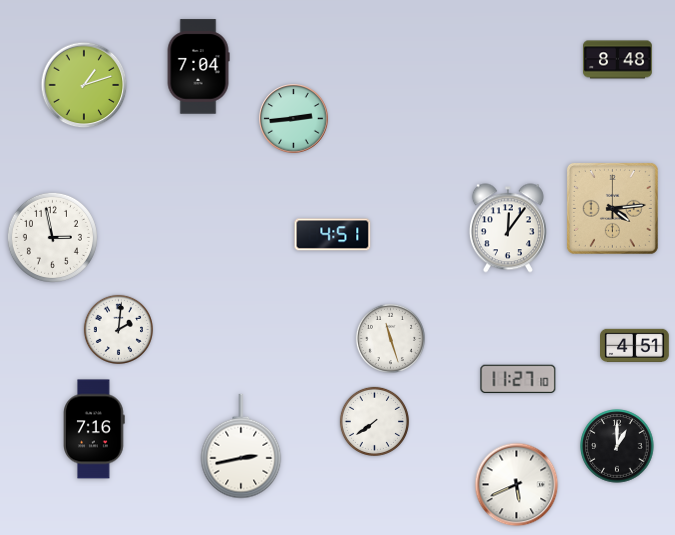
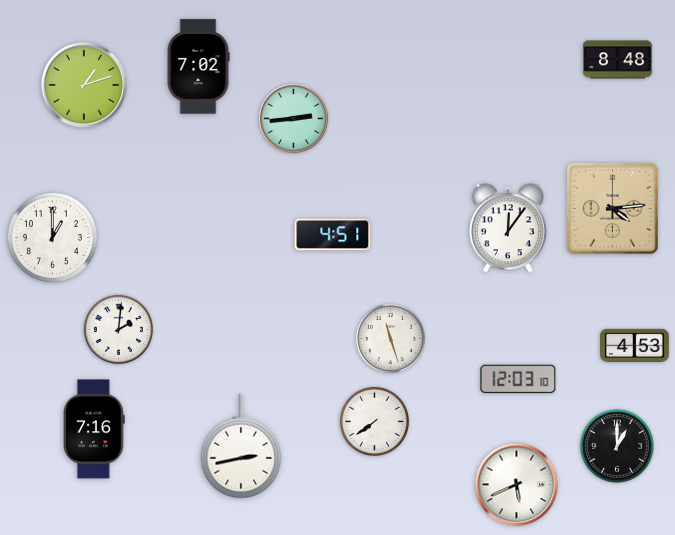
clock at (198, 67): 7:04 -> 7:02
clock at (52, 237): 2:58 -> 1:00
clock at (635, 345): 4:51 -> 4:53
clock at (518, 379): 11:27 -> 12:03
